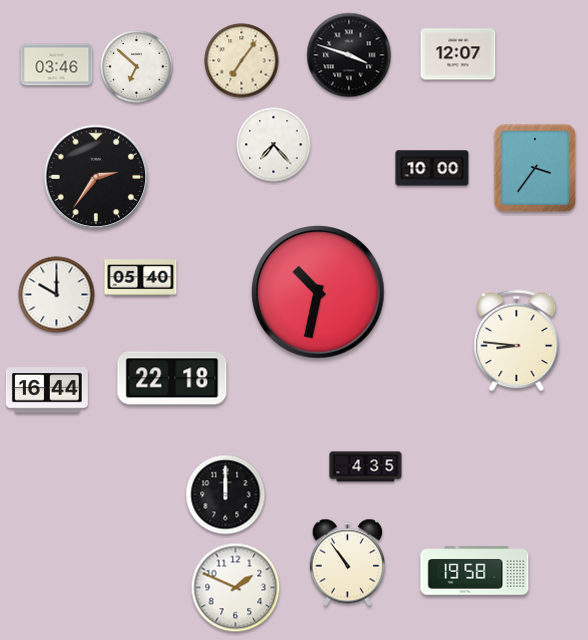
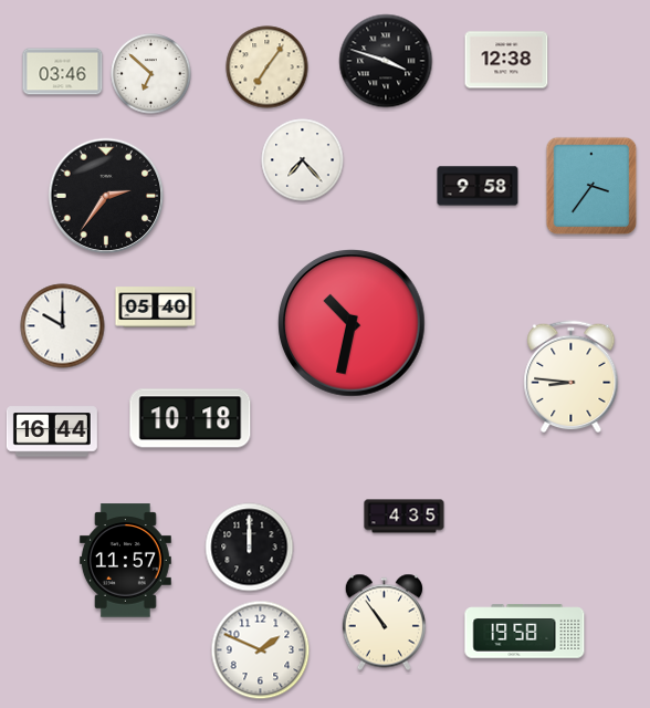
clock at (458, 54): 12:07 -> 12:38
clock at (432, 168): 10:00 -> 9:58
clock at (172, 378): 22:18 -> 10:18
clock at (125, 561): none -> 11:57
